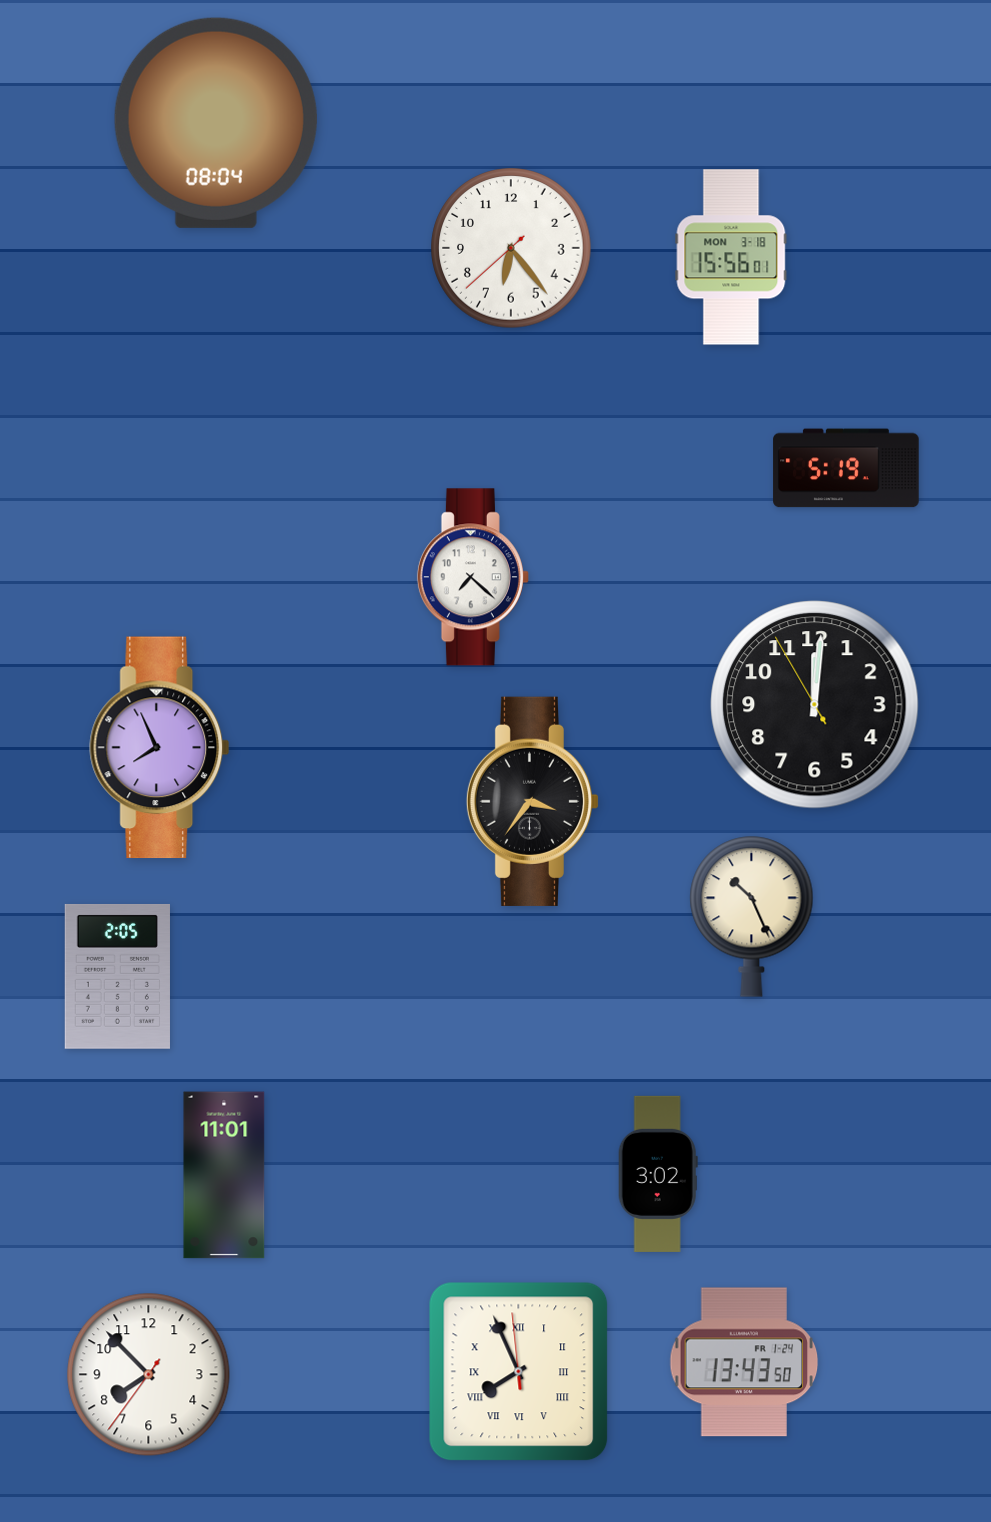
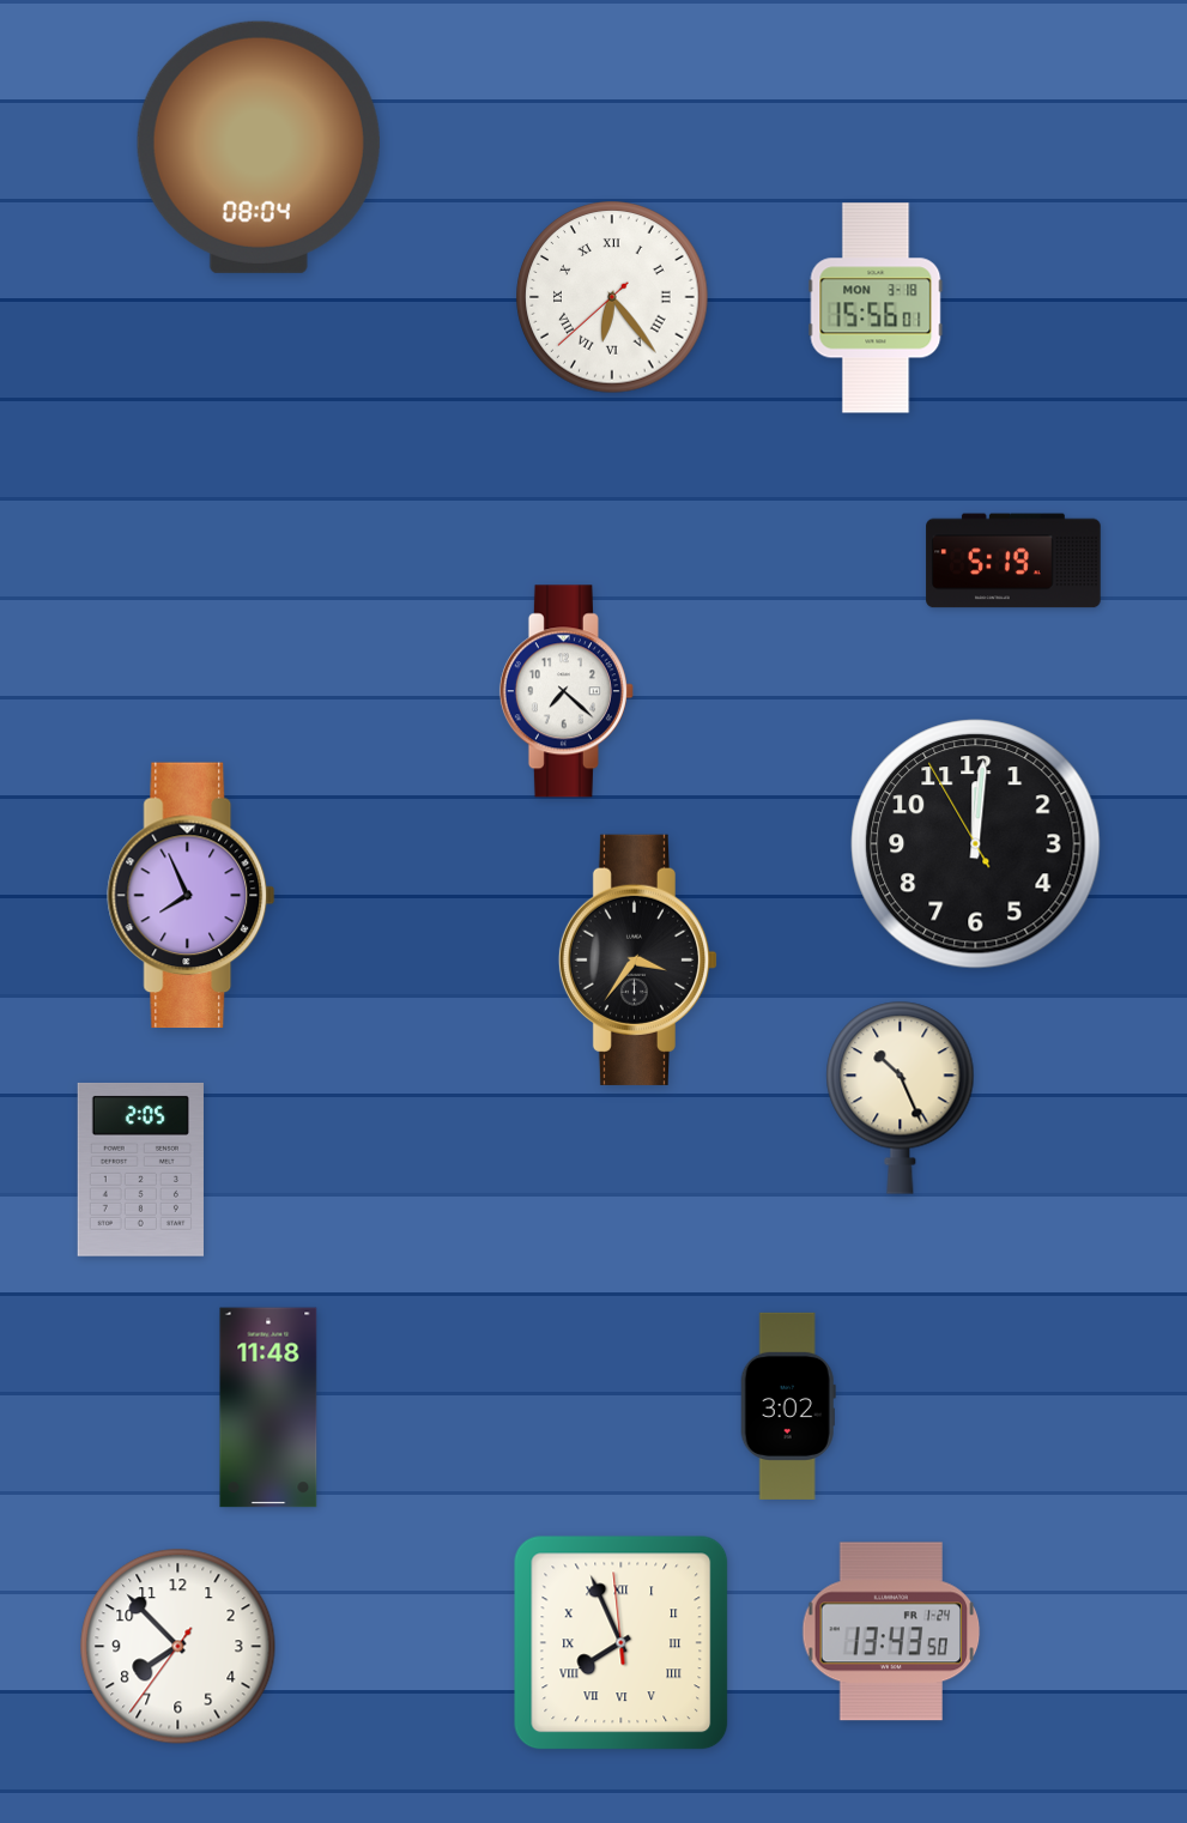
clock at (511, 248) numerals: Arabic -> Roman
clock at (224, 1175): 11:01 -> 11:48
